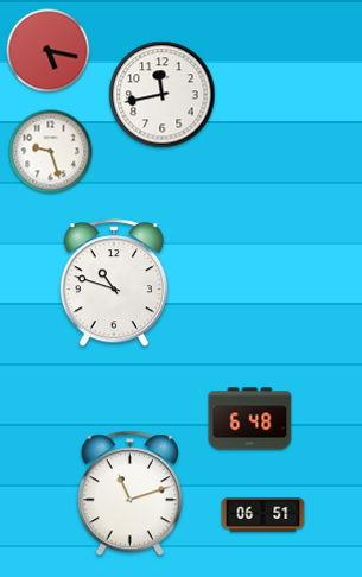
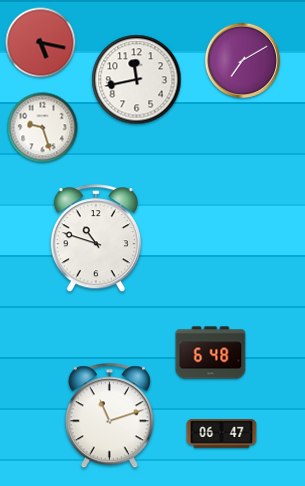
clock at (242, 60): none -> 7:10
clock at (263, 515): 06:51 -> 06:47
